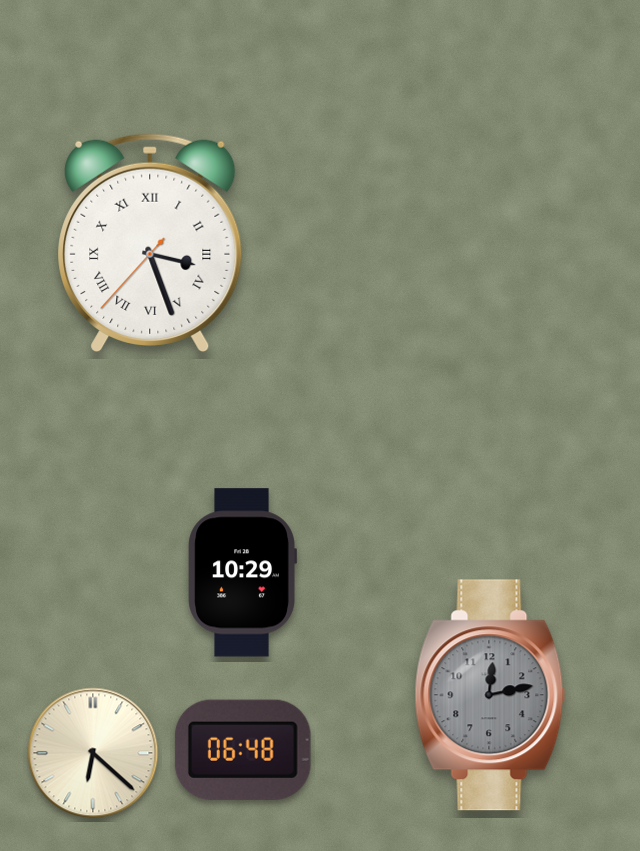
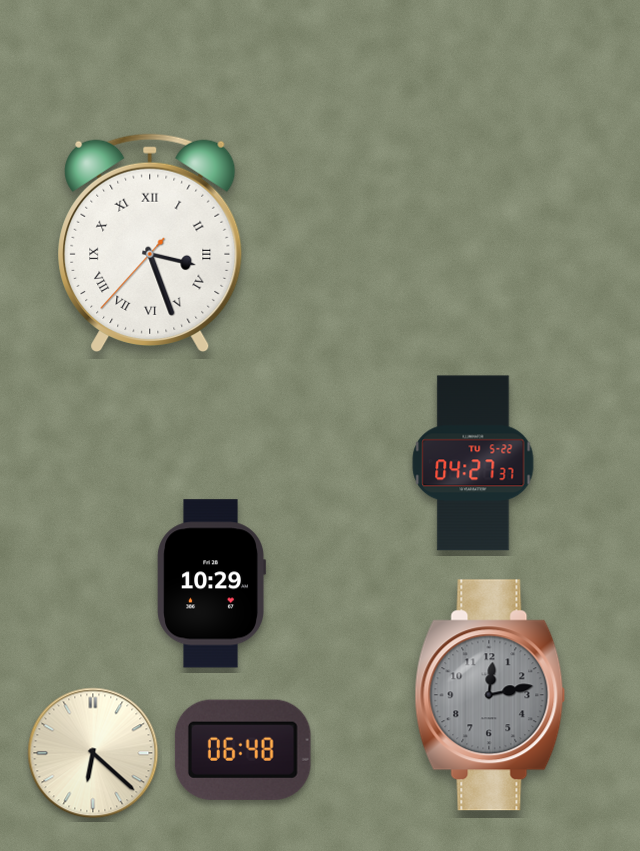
clock at (473, 463): none -> 04:27
clock at (242, 573) position: (242, 573) -> (211, 584)
